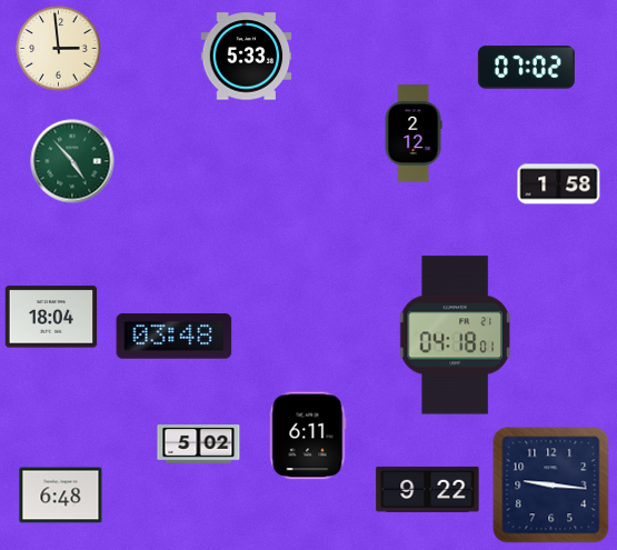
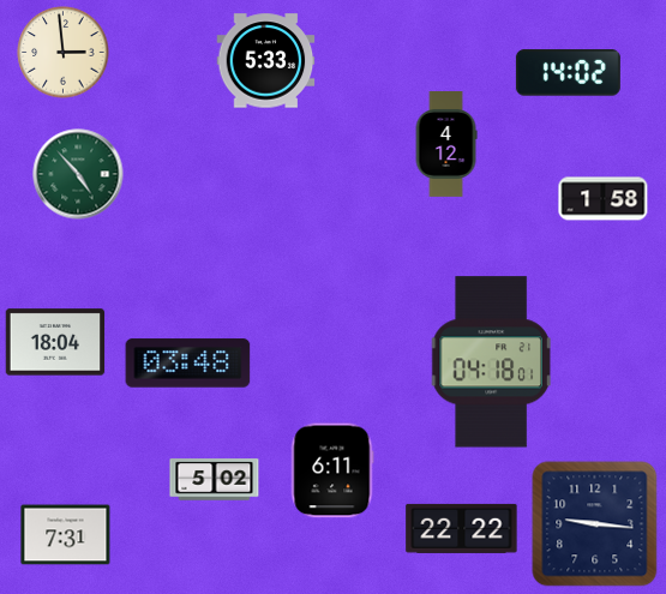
clock at (526, 68): 07:02 -> 14:02
clock at (414, 134): 2:12 -> 4:12
clock at (428, 489): 9:22 -> 22:22
clock at (61, 496): 6:48 -> 7:31
